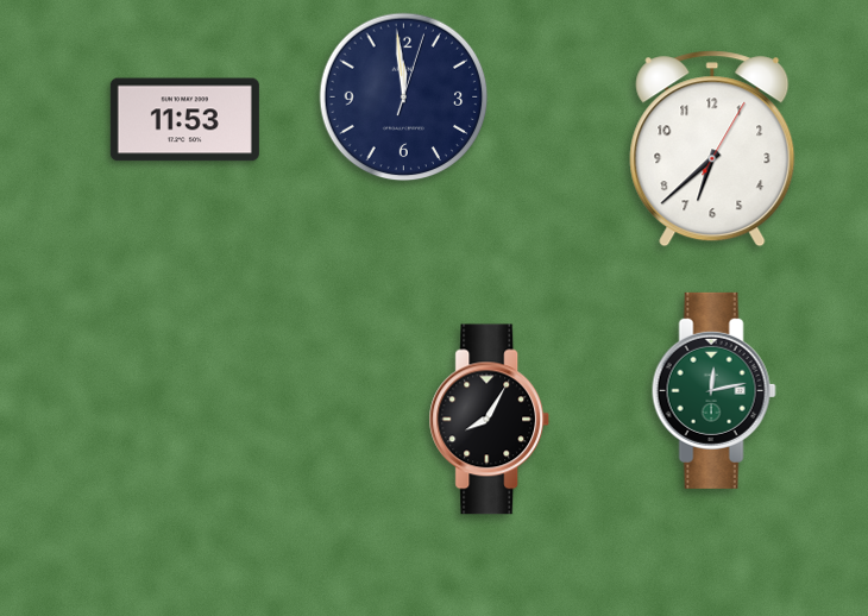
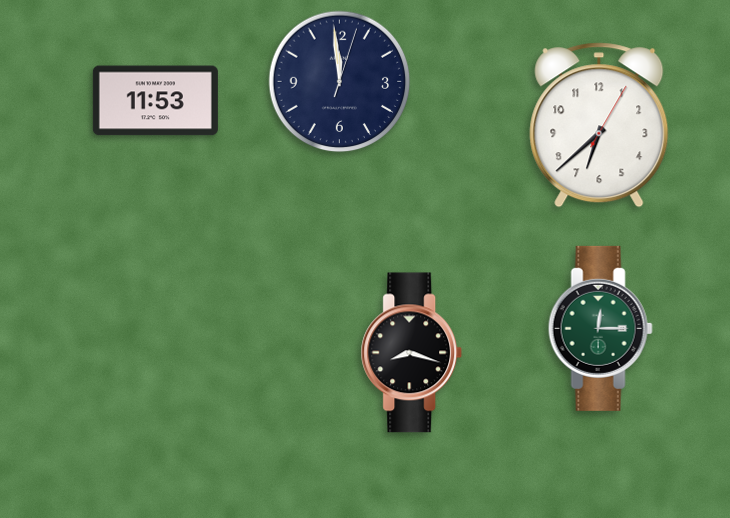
clock at (713, 390): 12:13 -> 12:15
clock at (490, 420): 8:05 -> 8:18
